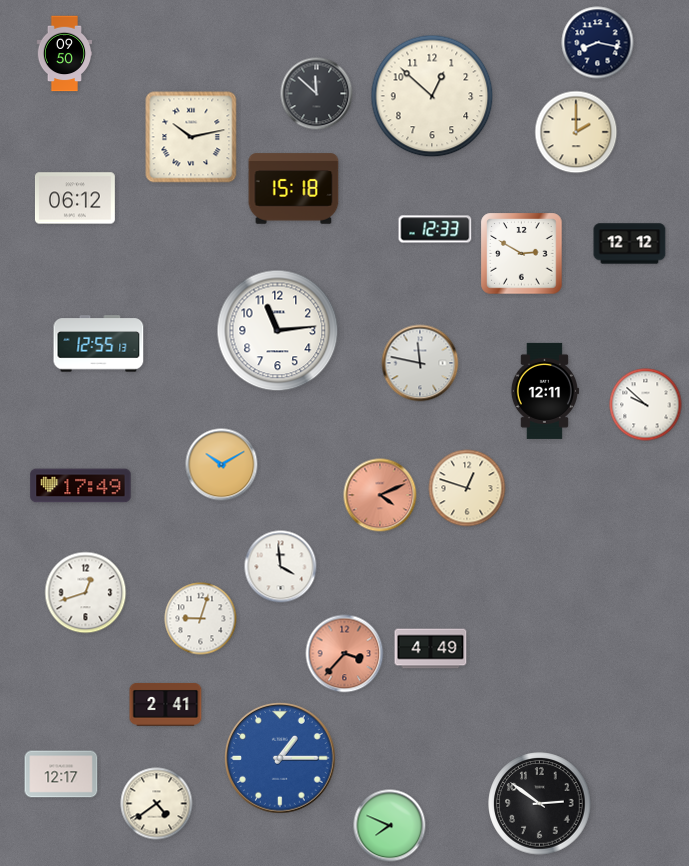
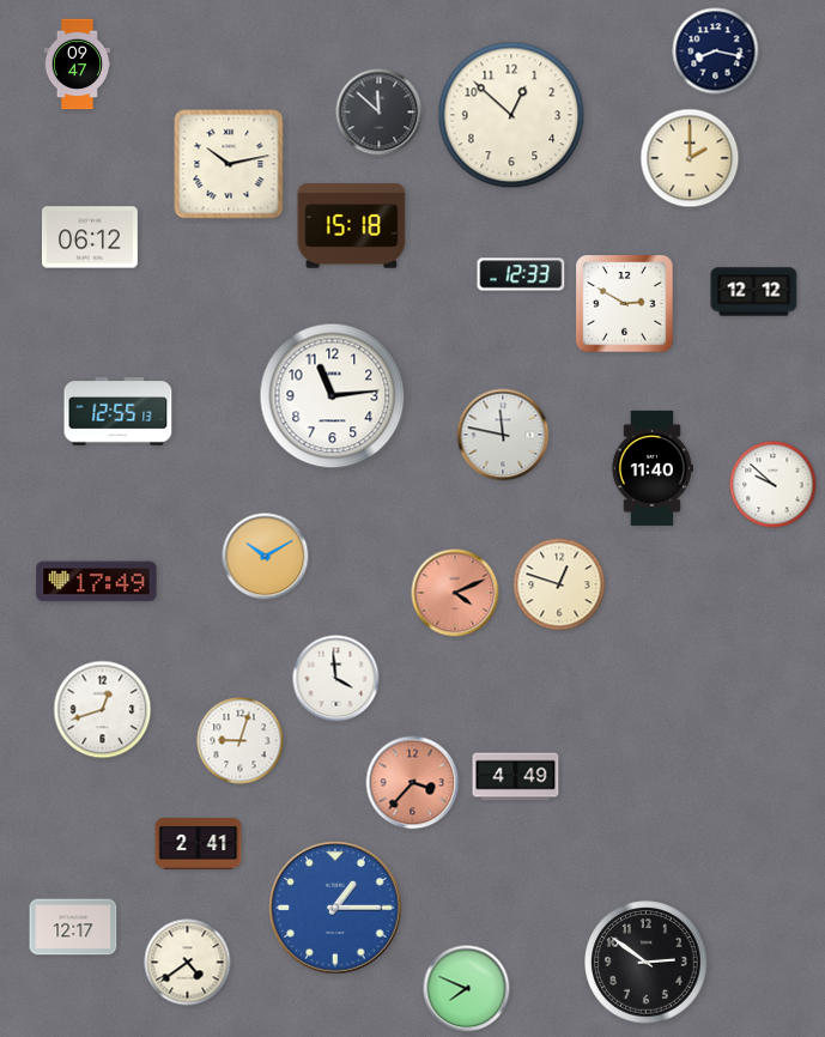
clock at (65, 54): 09:50 -> 09:47
clock at (432, 96) position: (432, 96) -> (511, 115)
clock at (544, 391): 12:11 -> 11:40
